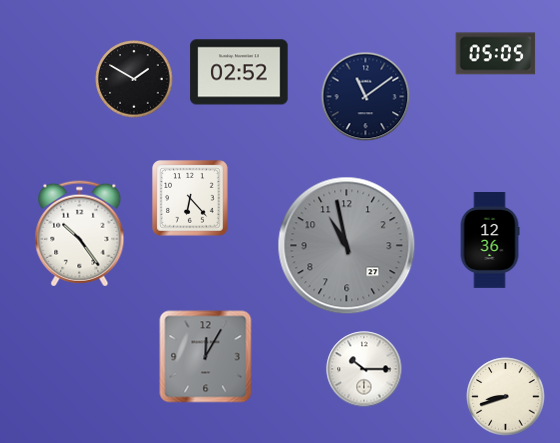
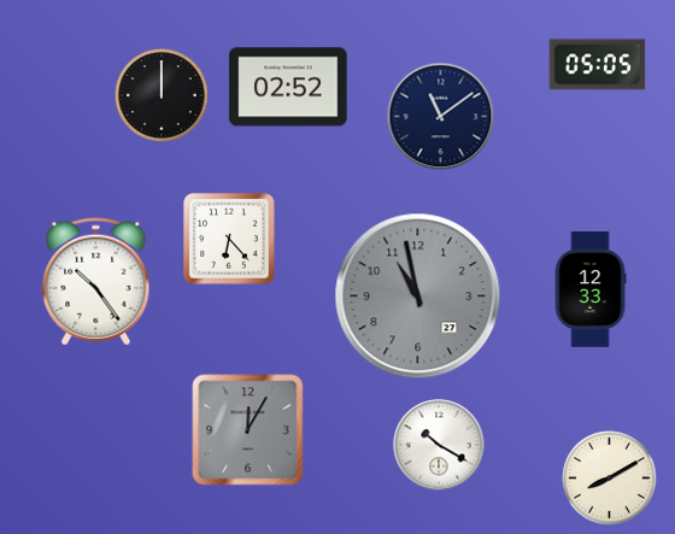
clock at (134, 79): 1:50 -> 12:00
clock at (490, 241): 12:36 -> 12:33
clock at (364, 369): 10:15 -> 10:20
clock at (506, 397): 8:42 -> 8:10
